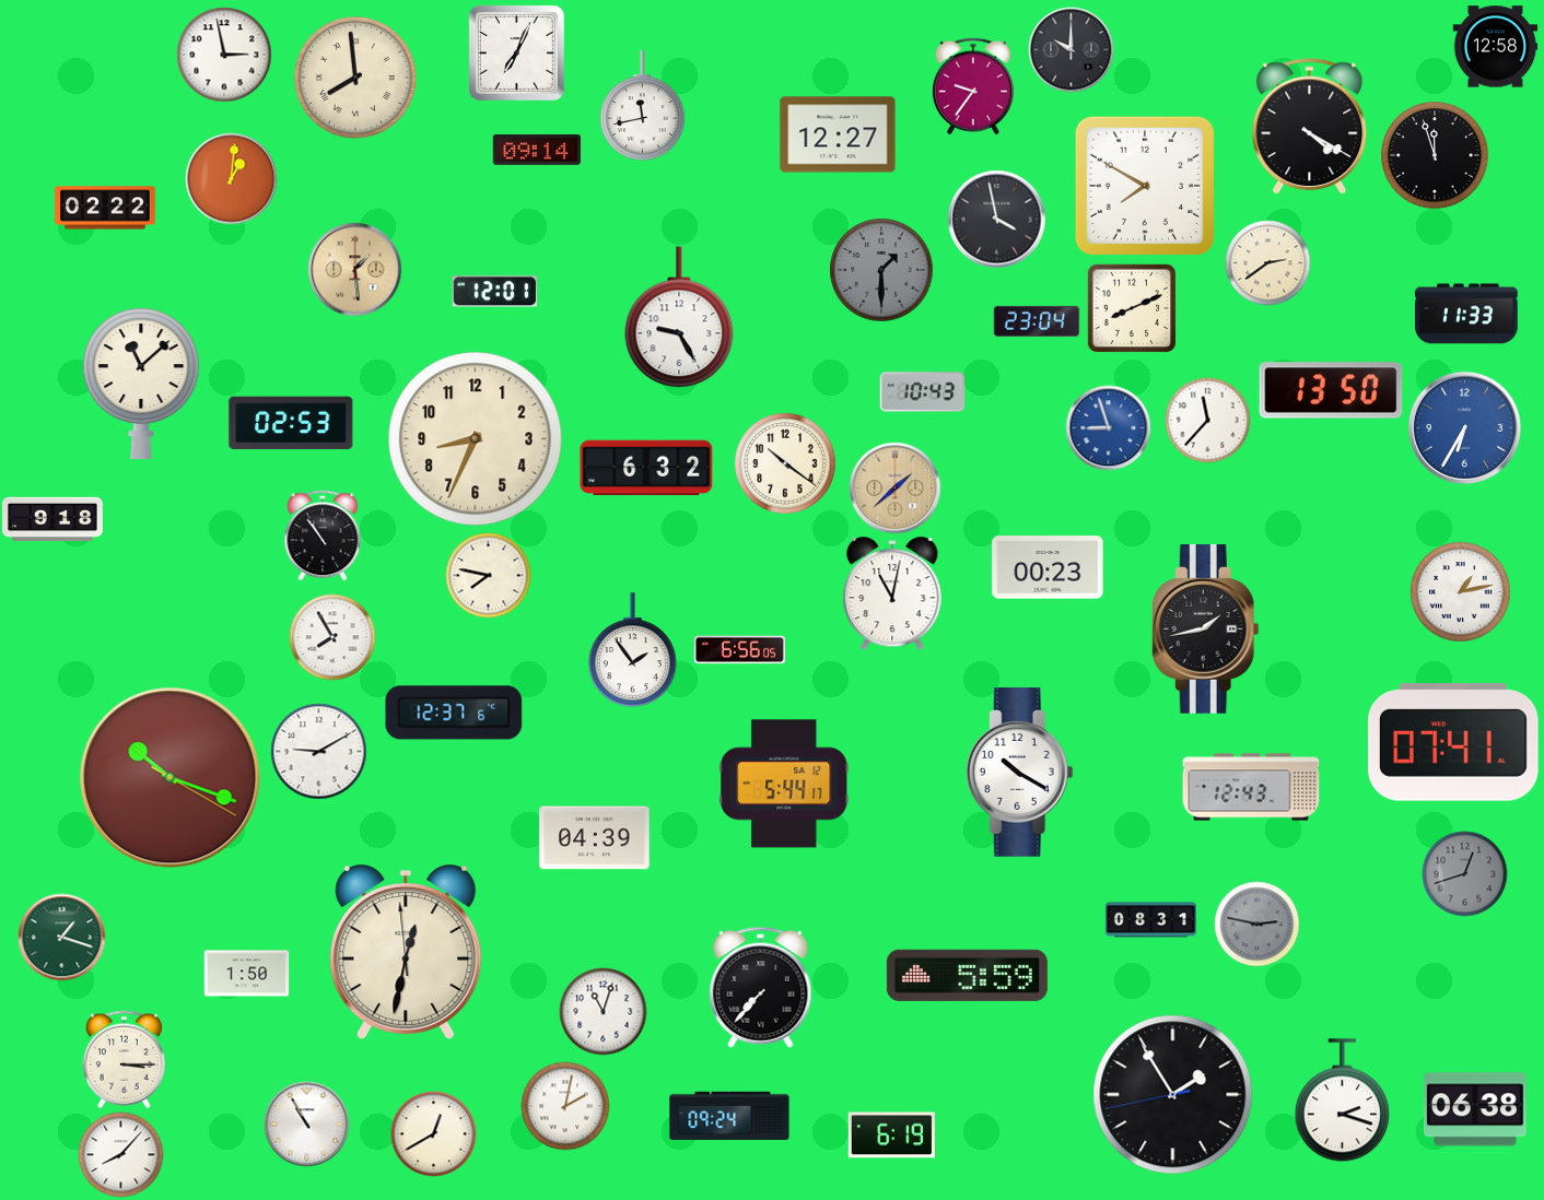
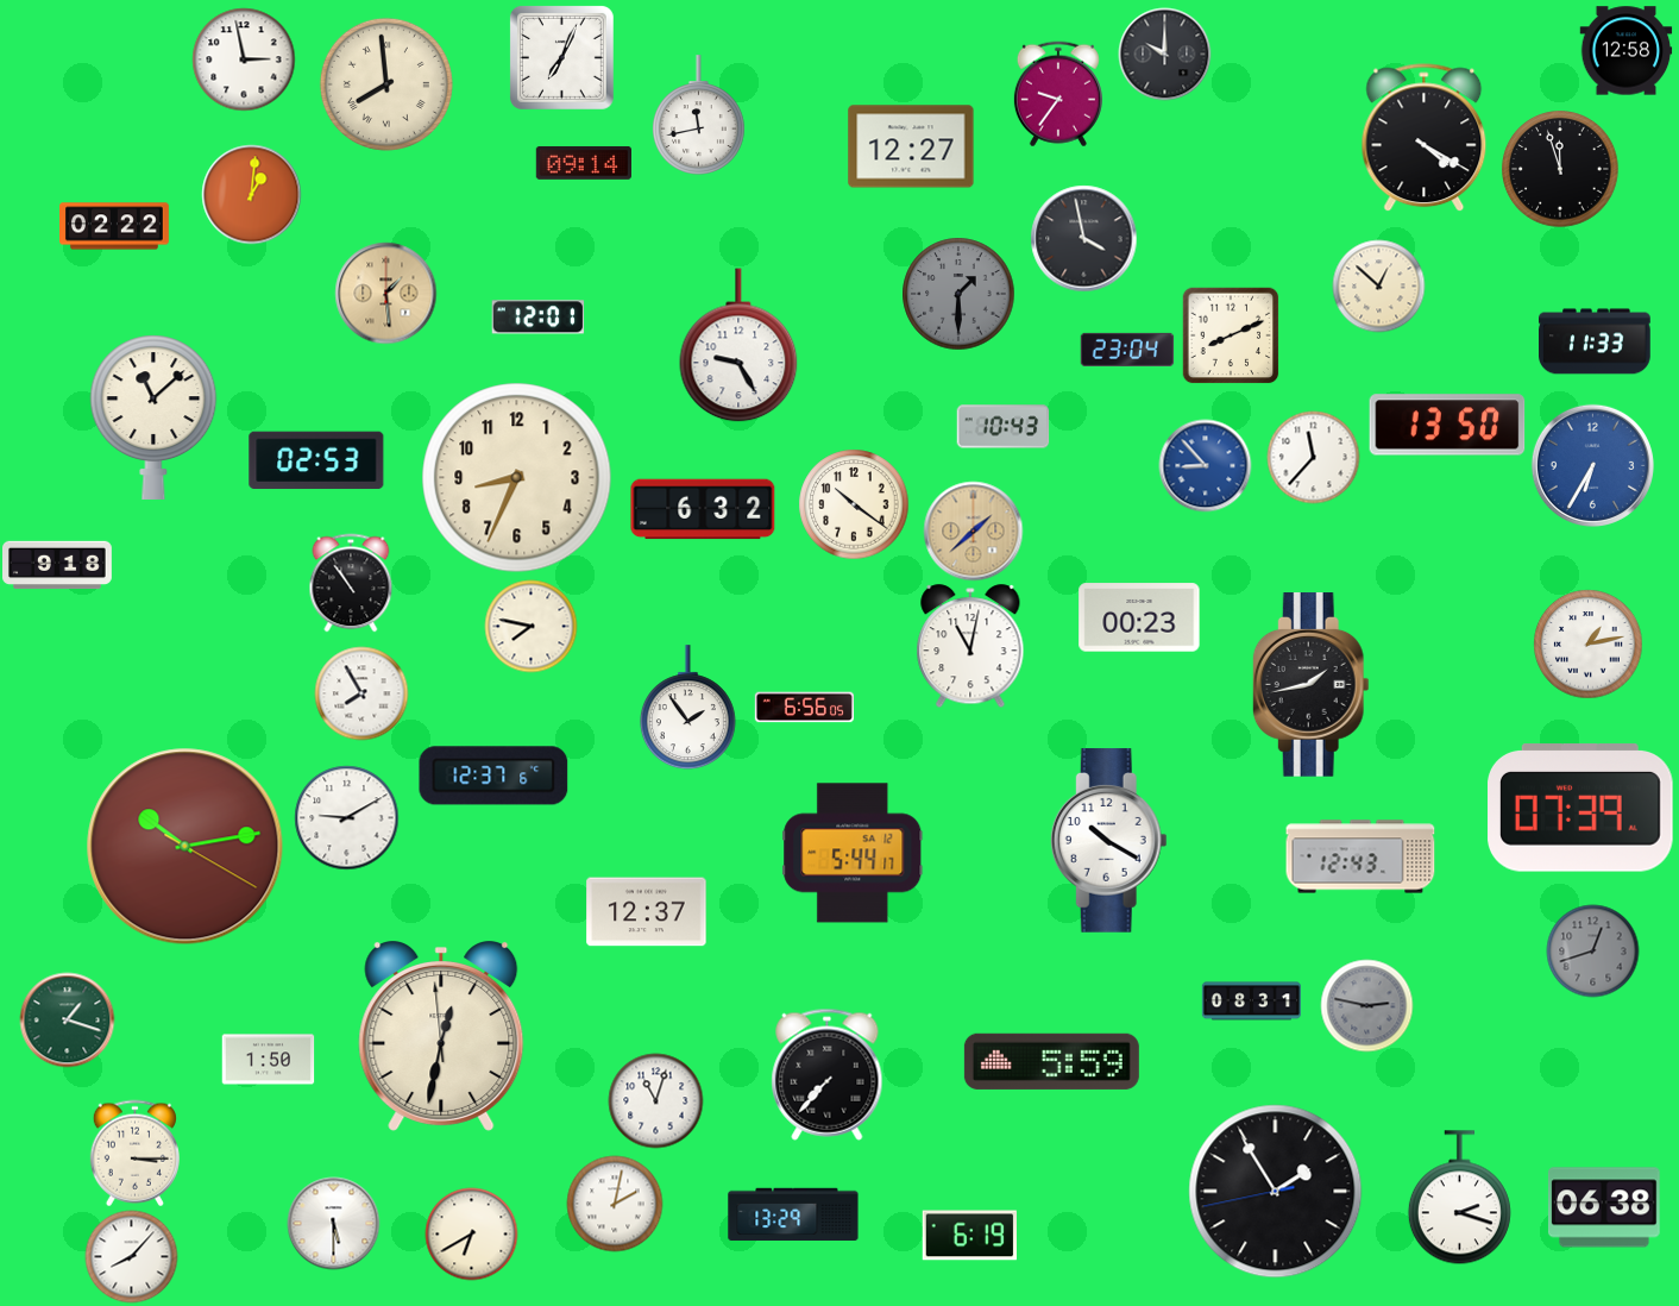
clock at (1145, 186): 7:50 -> none
clock at (1267, 262): 2:39 -> 12:52
clock at (1108, 427): 8:57 -> 8:53
clock at (1454, 742): 07:41 -> 07:39
clock at (171, 778): 10:18 -> 10:13
clock at (595, 838): 04:39 -> 12:37
clock at (729, 1116): 09:24 -> 13:29
clock at (306, 1123): 10:55 -> 5:30
clock at (433, 1133): 12:40 -> 6:40
